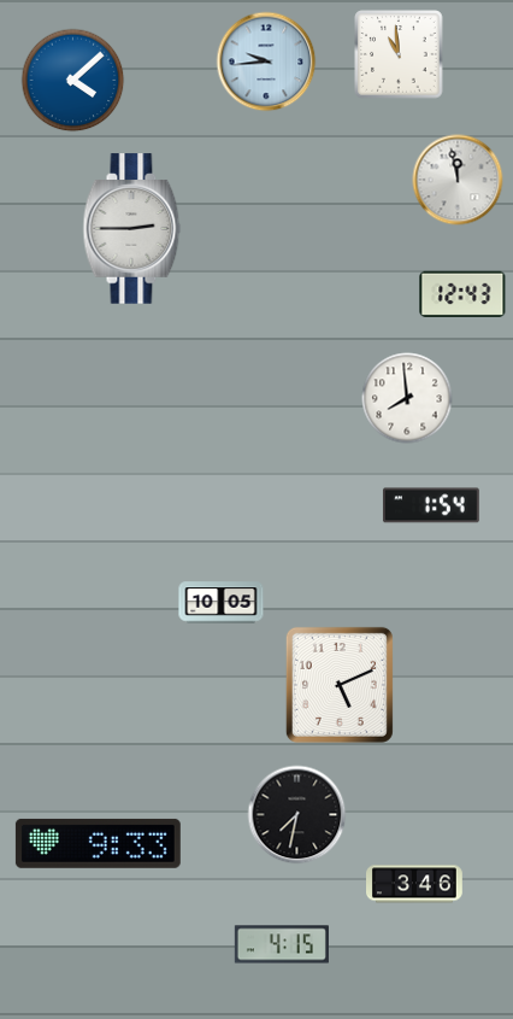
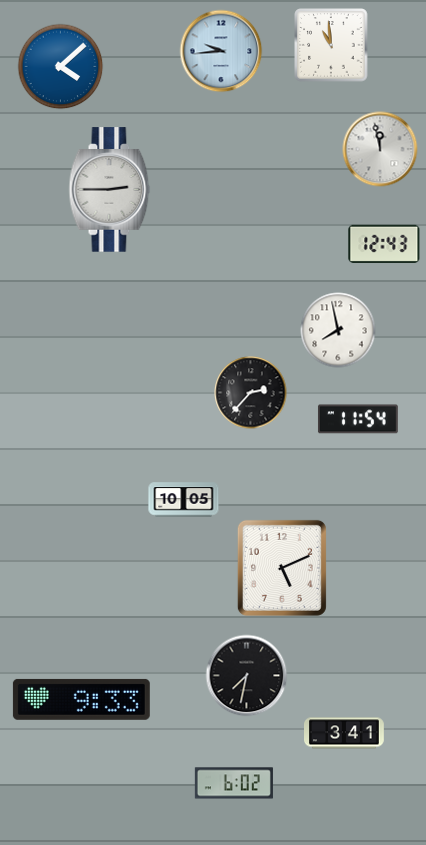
clock at (407, 398): 7:59 -> 7:58
clock at (251, 393): none -> 2:37
clock at (431, 505): 1:54 -> 11:54
clock at (415, 884): 3:46 -> 3:41
clock at (282, 944): 4:15 -> 6:02
